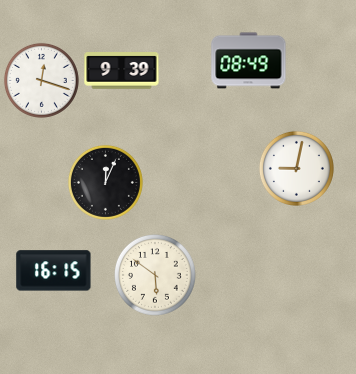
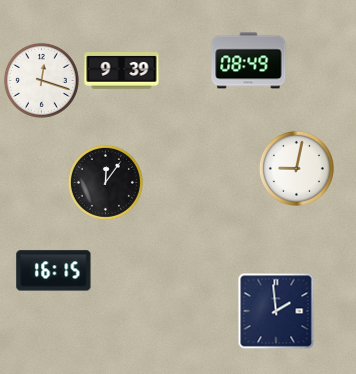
clock at (105, 182): 12:04 -> 12:06
clock at (156, 276): 5:51 -> none
clock at (276, 311): none -> 1:59
